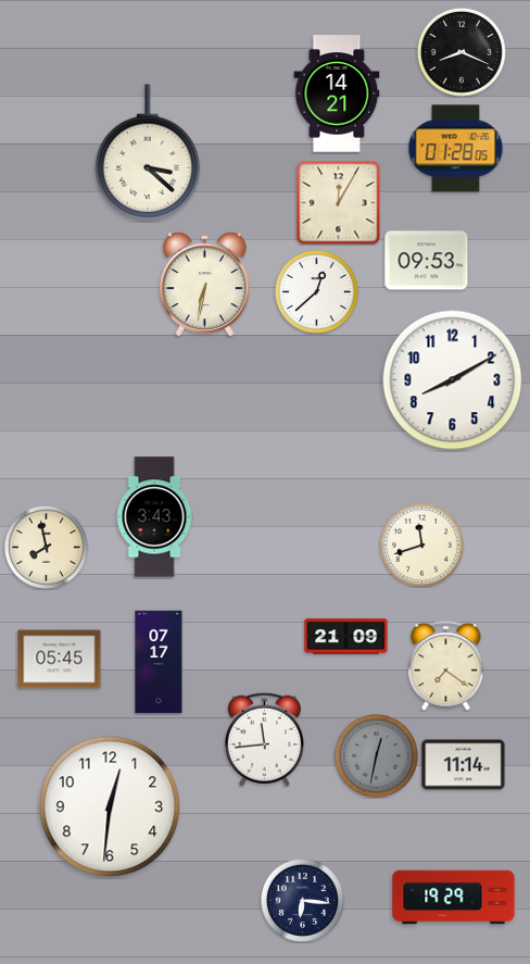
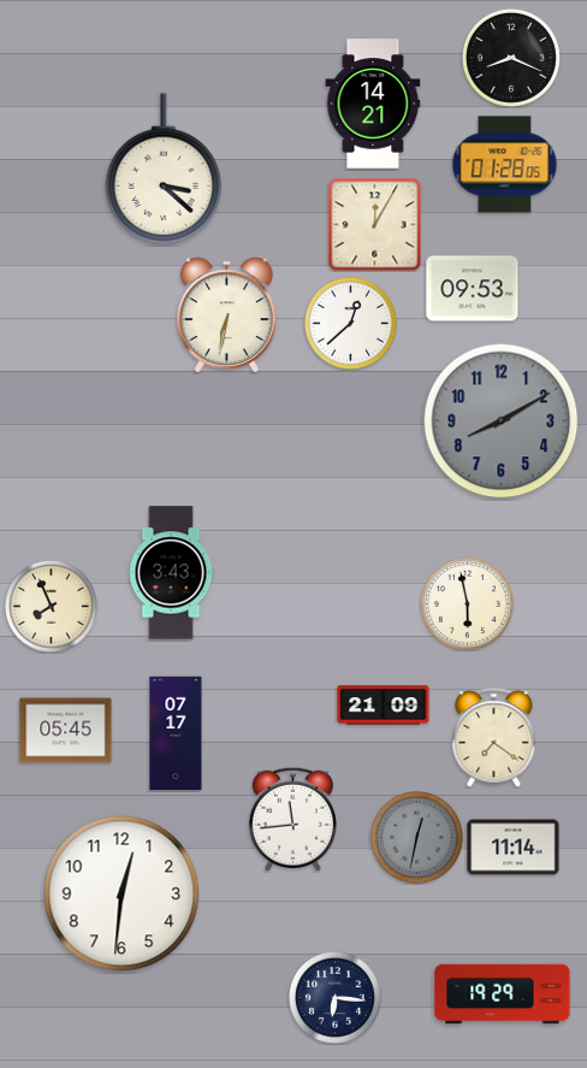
clock at (453, 380) dial: white -> grey
clock at (421, 544): 11:42 -> 5:58
clock at (46, 547): 7:58 -> 7:56
